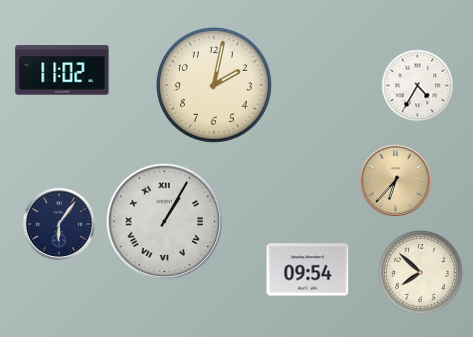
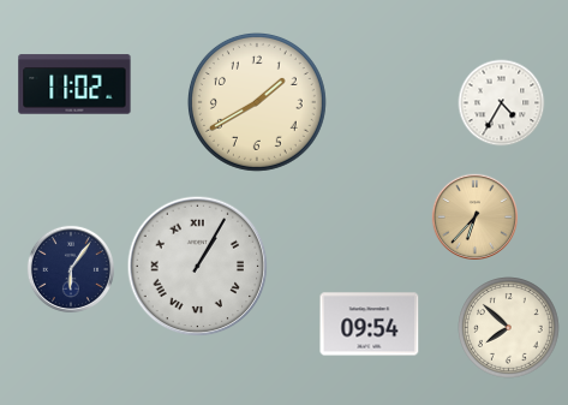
clock at (214, 85): 2:02 -> 1:40
clock at (421, 273) position: (421, 273) -> (509, 328)
